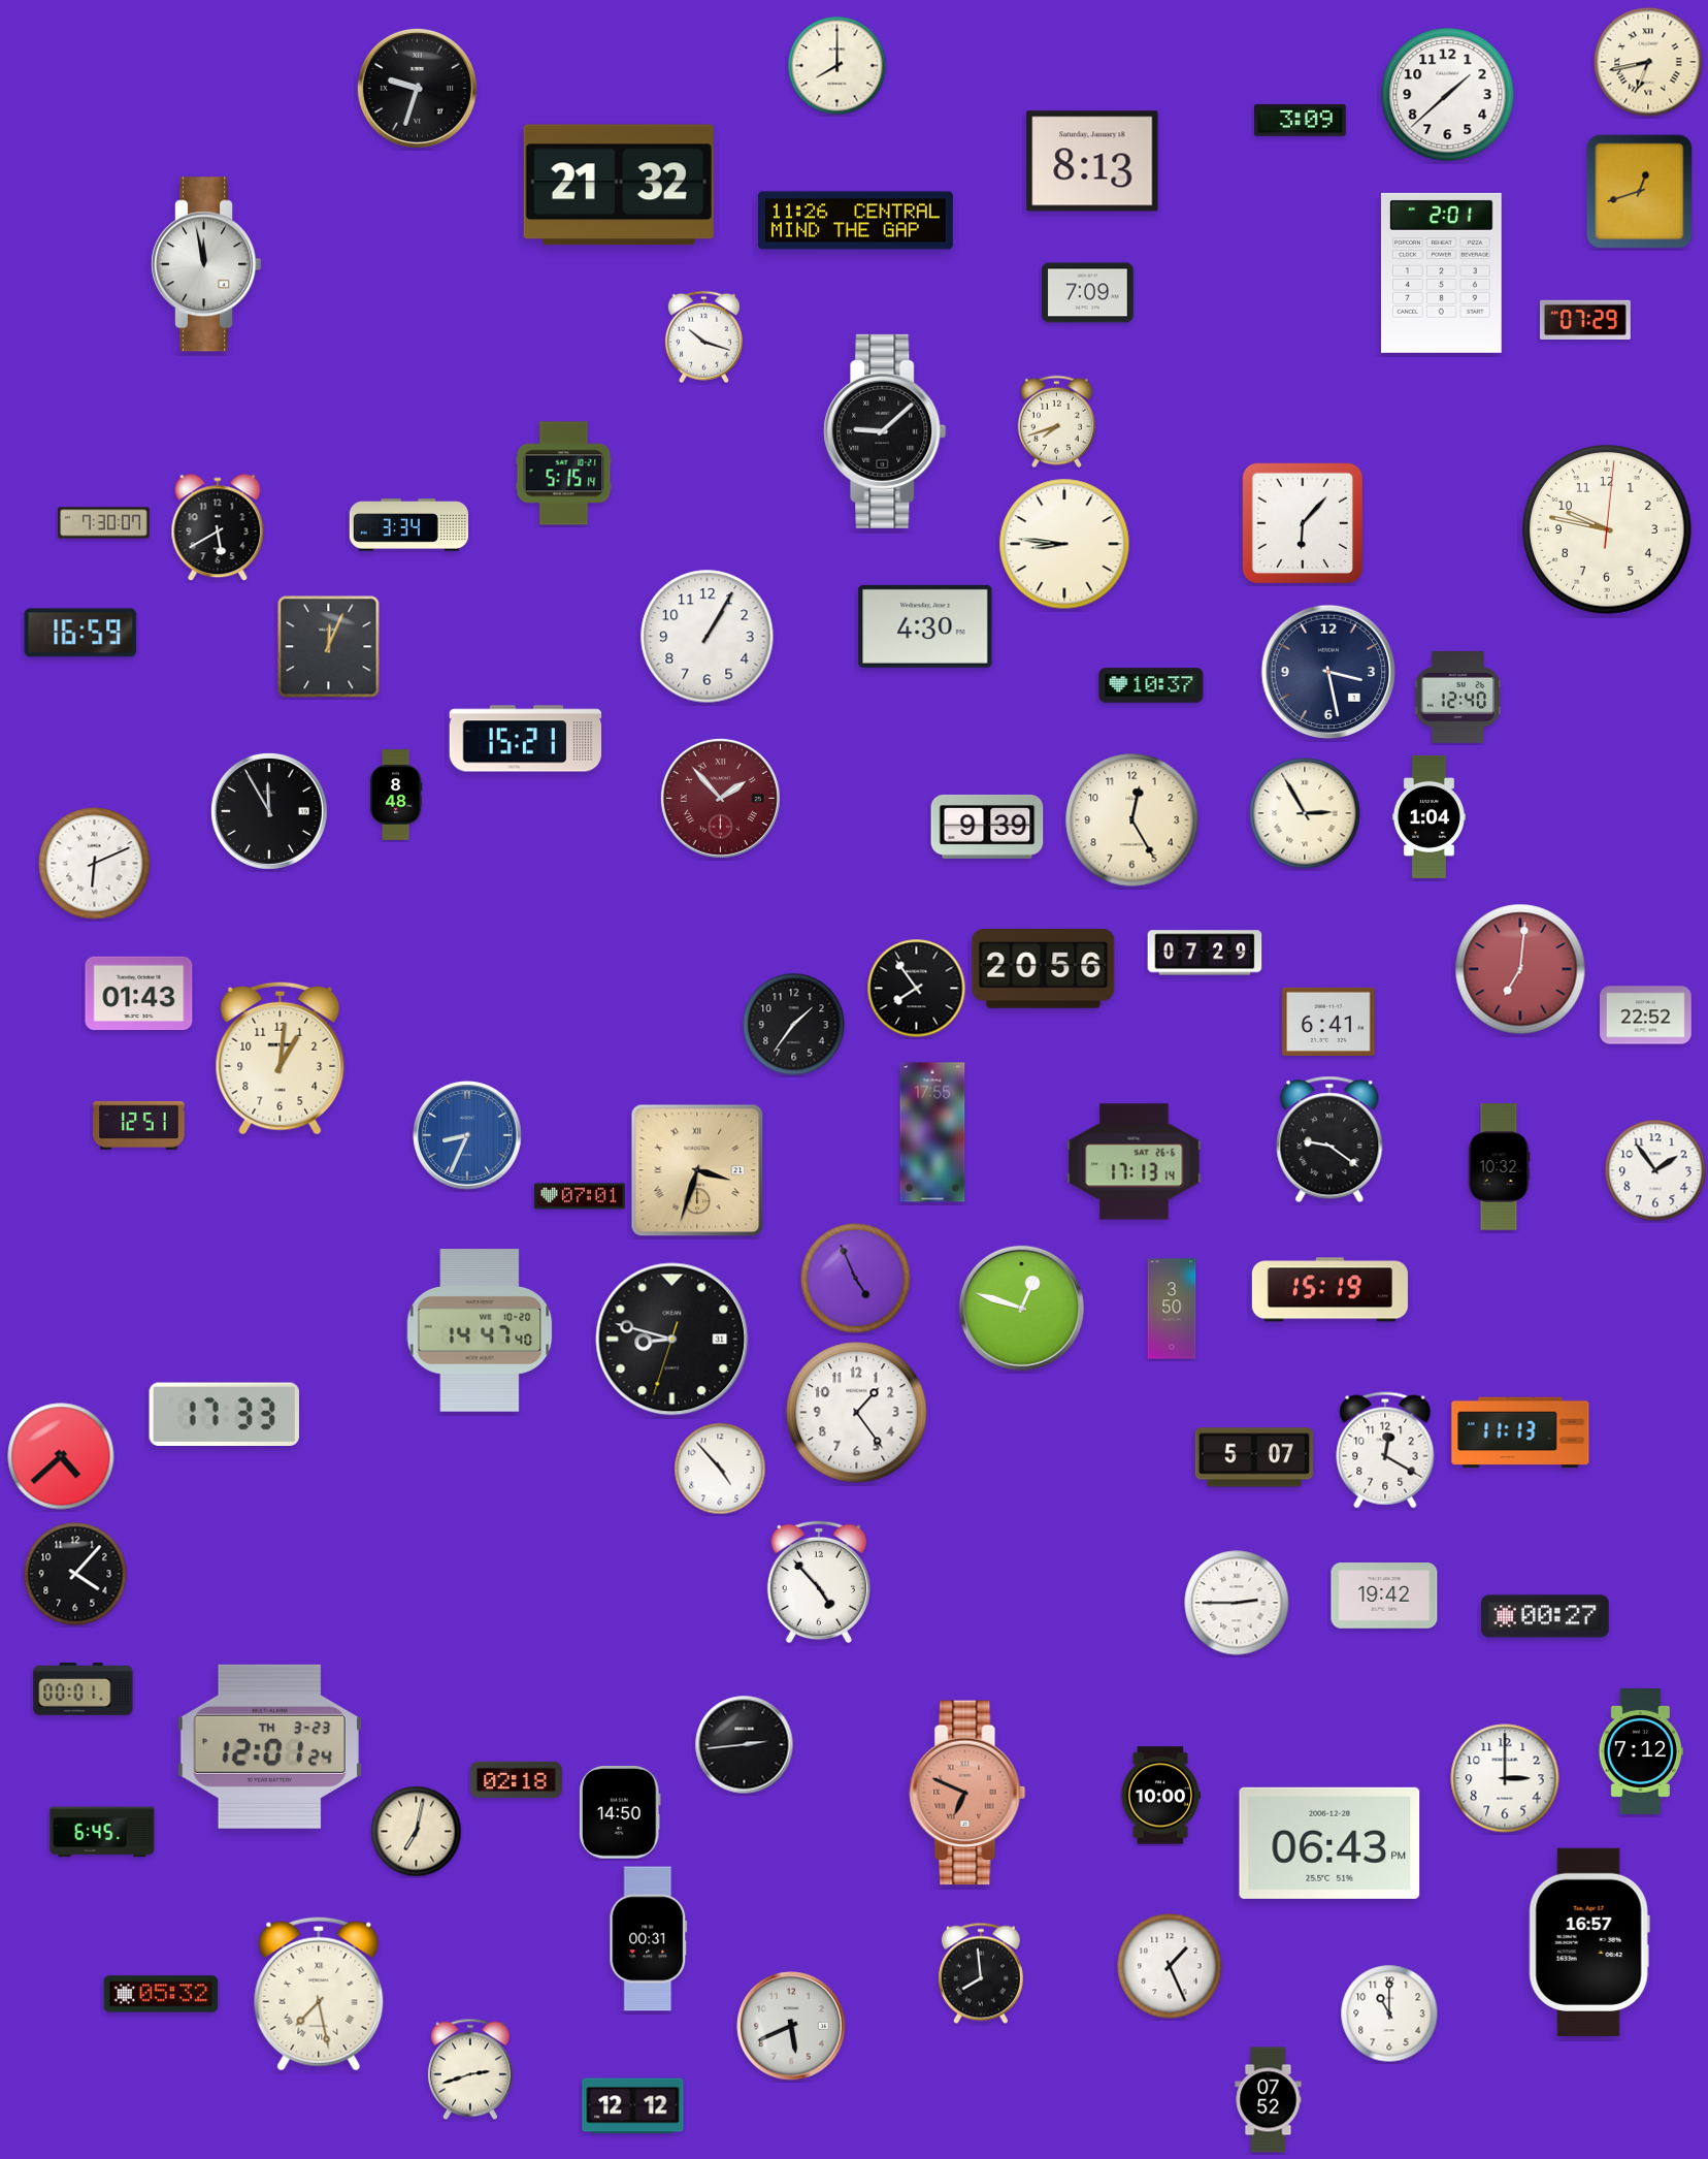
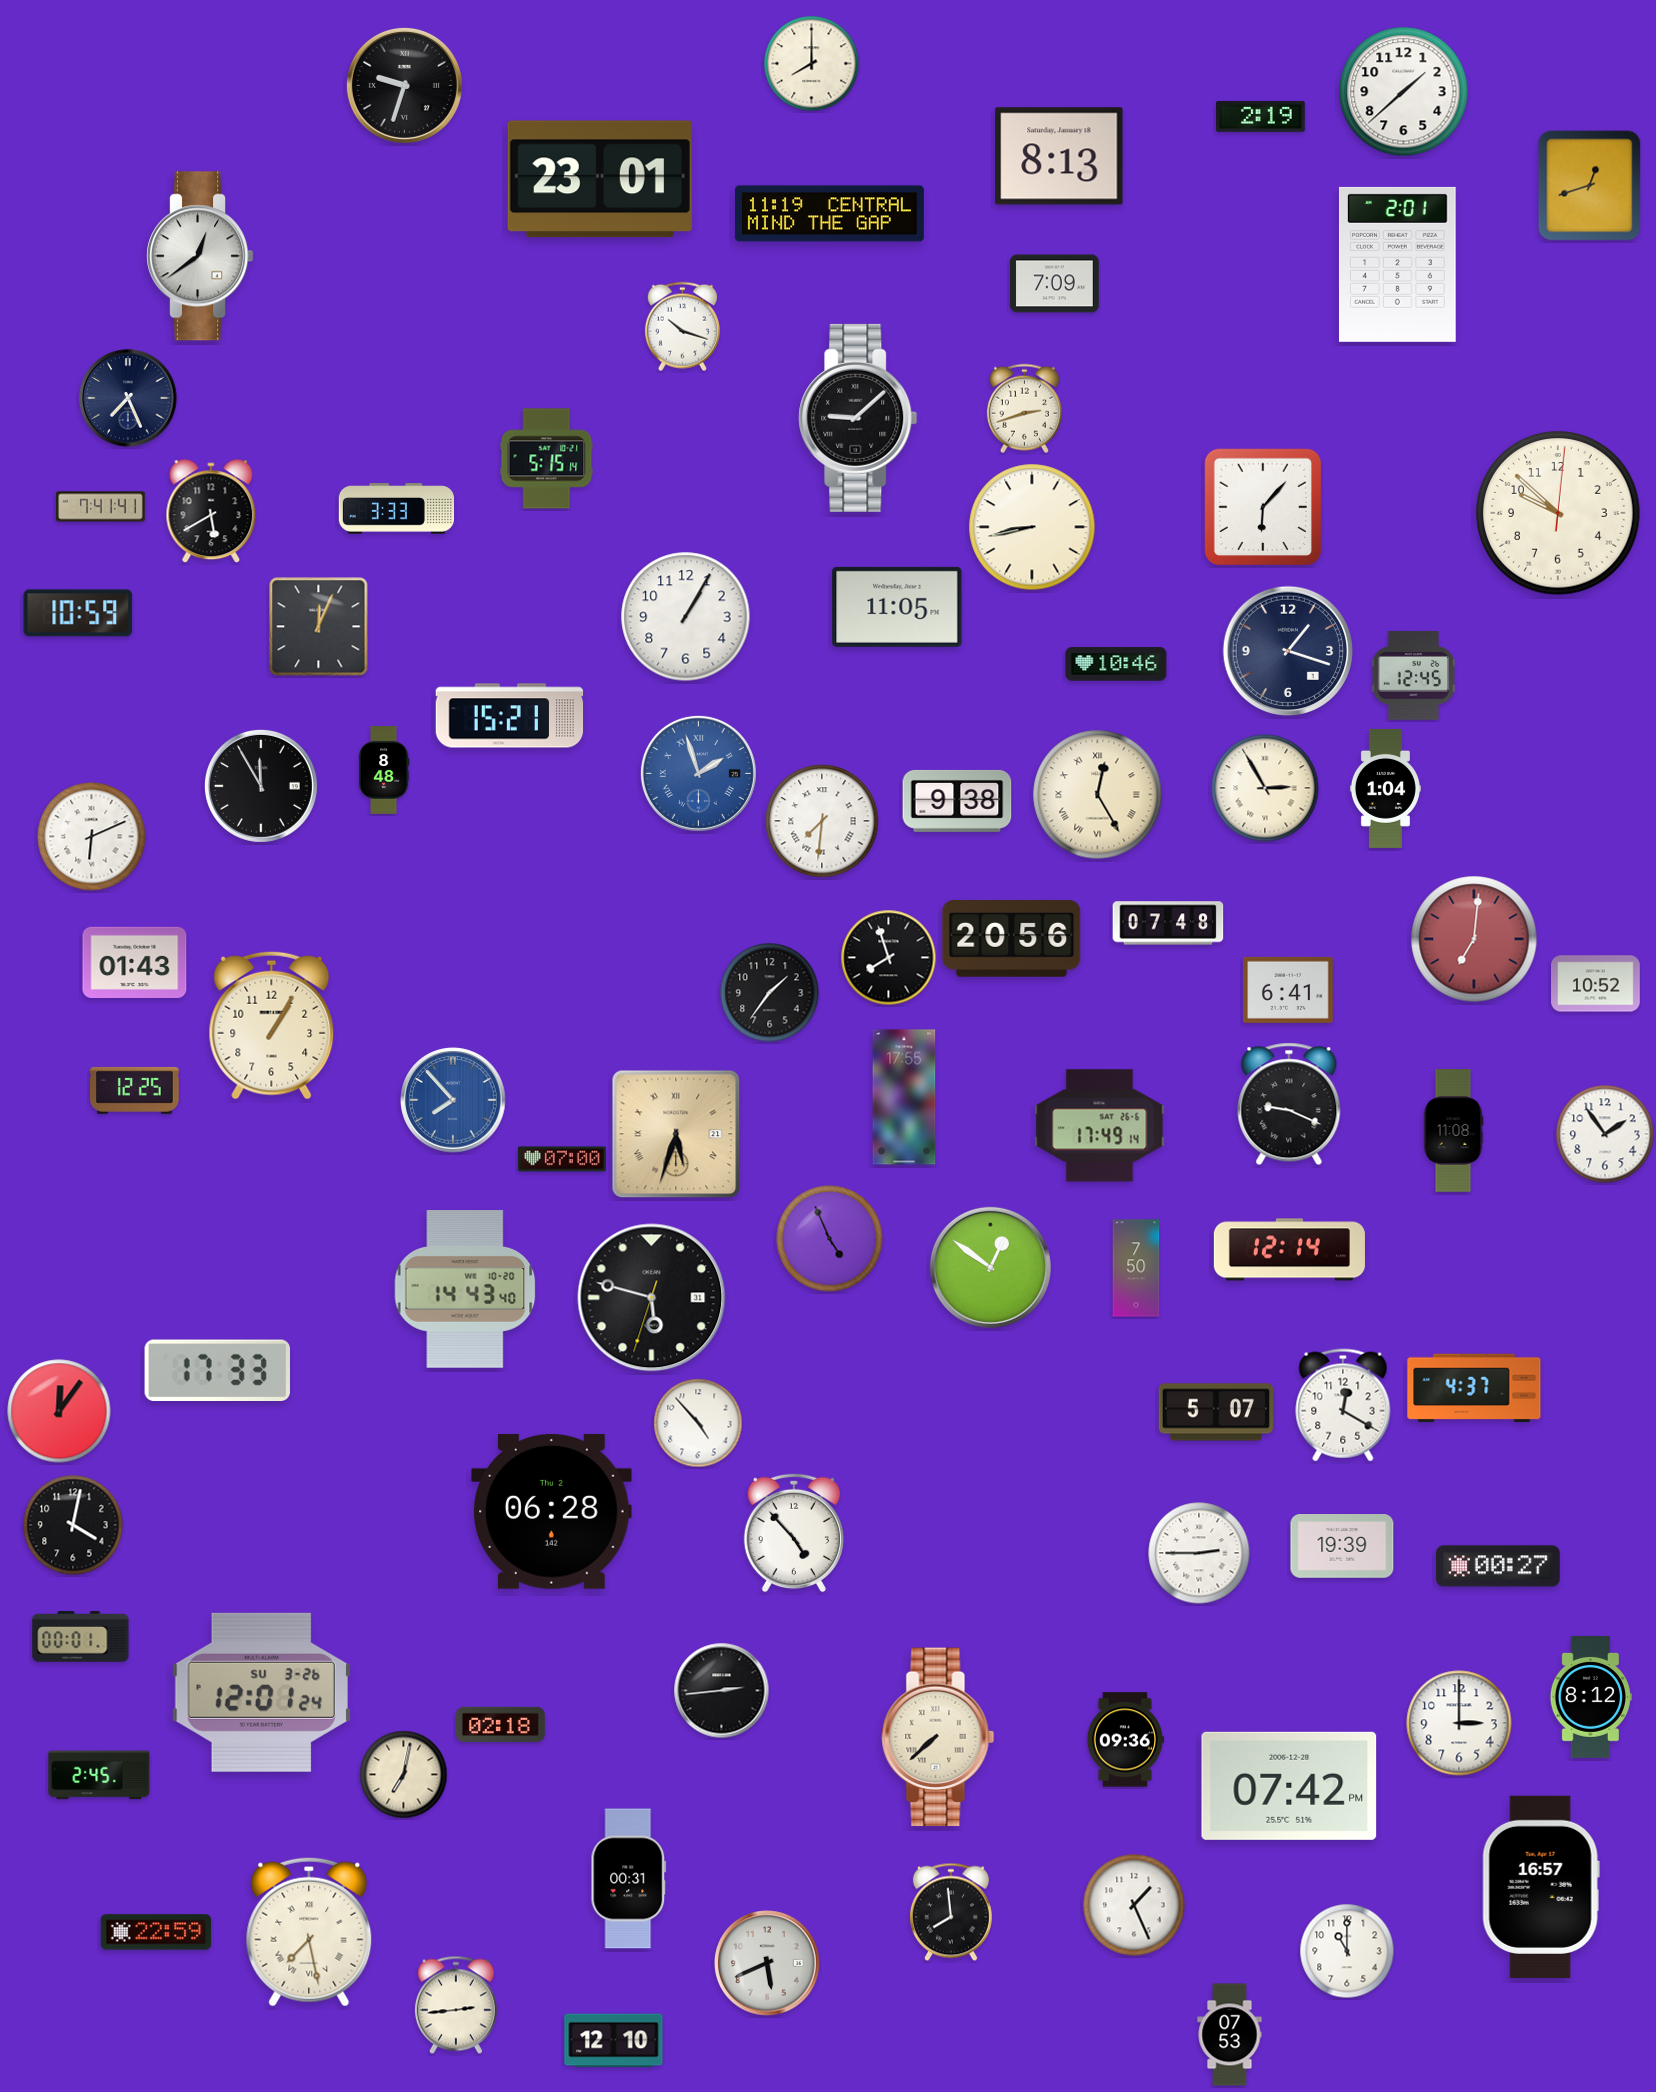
clock at (1648, 62): 6:43 -> none
clock at (1301, 120): 3:09 -> 2:19
clock at (619, 185): 21:32 -> 23:01
clock at (855, 221): 11:26 -> 11:19
clock at (206, 264): 11:58 -> 12:39
clock at (1586, 319): 07:29 -> none
clock at (128, 398): none -> 7:26
clock at (1056, 422): 7:42 -> 2:42
clock at (104, 523): 7:30 -> 7:41
clock at (408, 525): 3:34 -> 3:33
clock at (1607, 529): 9:47 -> 9:52
clock at (1064, 544): 8:46 -> 8:43
clock at (925, 626): 4:30 -> 11:05
clock at (80, 633): 16:59 -> 10:59
clock at (1328, 672): 3:28 -> 1:18
clock at (1151, 685): 10:37 -> 10:46
clock at (1458, 698): 12:40 -> 12:45
clock at (720, 798): 1:53 -> 1:57
clock at (720, 798) dial: burgundy -> blue
clock at (1428, 816) position: (1428, 816) -> (1385, 788)
clock at (1132, 820) numerals: Arabic -> Roman
clock at (987, 827): 9:39 -> 9:38
clock at (822, 821): none -> 7:31
clock at (1205, 953): 07:29 -> 07:48
clock at (917, 989): 7:54 -> 7:57
clock at (1646, 1016): 22:52 -> 10:52
clock at (281, 1058): 1:01 -> 1:05
clock at (139, 1125): 12:51 -> 12:25
clock at (467, 1135): 8:34 -> 7:53
clock at (1329, 1139): 9:21 -> 9:19
clock at (1135, 1162): 17:13 -> 17:49
clock at (1499, 1167): 10:32 -> 11:08
clock at (697, 1170): 3:33 -> 5:33
clock at (581, 1196): 07:01 -> 07:00
clock at (1329, 1290): 15:19 -> 12:14
clock at (1021, 1308): 12:48 -> 12:51
clock at (1172, 1309): 3:50 -> 7:50
clock at (480, 1331): 14:47 -> 14:43
clock at (672, 1340): 8:47 -> 5:47
clock at (857, 1413): 1:24 -> none
clock at (1520, 1432): 11:13 -> 4:37
clock at (61, 1456): 4:38 -> 12:06
clock at (552, 1511): none -> 06:28
clock at (75, 1574): 4:07 -> 4:02
clock at (1384, 1597): 19:42 -> 19:39
clock at (269, 1746) date: TH 3-23 -> SU 3-26
clock at (1641, 1752): 7:12 -> 8:12
clock at (967, 1793): 6:49 -> 7:38
clock at (967, 1793) dial: salmon -> cream
clock at (1160, 1796): 10:00 -> 09:36
clock at (620, 1812): 14:50 -> none
clock at (102, 1832): 6:45 -> 2:45
clock at (1329, 1843): 06:43 -> 07:42
clock at (1589, 1942) position: (1589, 1942) -> (1541, 1887)
clock at (161, 1994): 05:32 -> 22:59
clock at (470, 2069): 2:42 -> 2:44
clock at (1269, 2100): 07:52 -> 07:53
clock at (633, 2106): 12:12 -> 12:10
